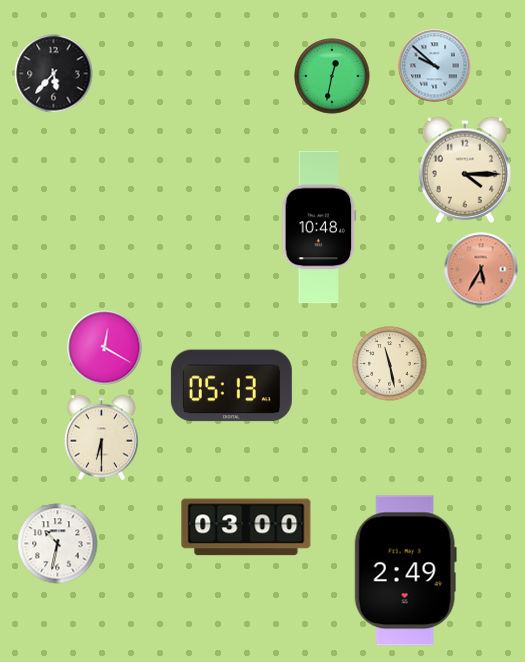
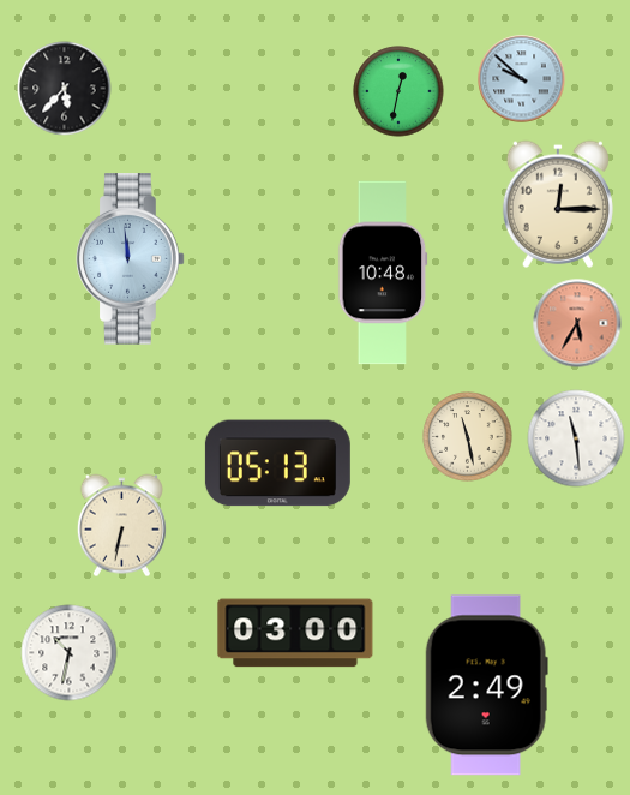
clock at (465, 170): 4:15 -> 12:15
clock at (131, 259): none -> 11:59
clock at (105, 348): 12:20 -> none
clock at (576, 438): none -> 11:29
clock at (101, 438): 6:30 -> 6:32
